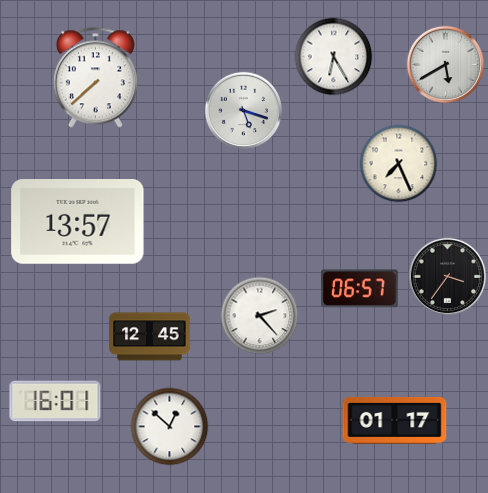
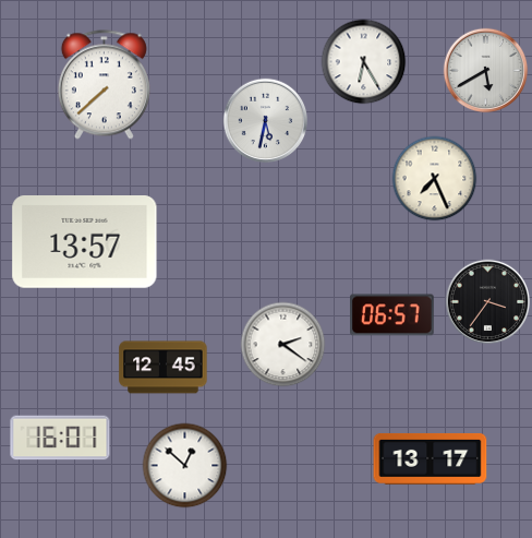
clock at (243, 110): 5:18 -> 5:32
clock at (259, 315): 2:23 -> 2:21
clock at (395, 421): 01:17 -> 13:17
